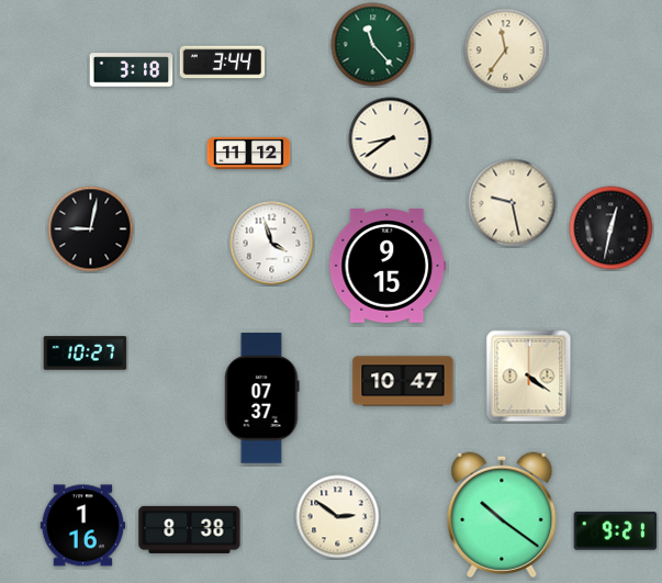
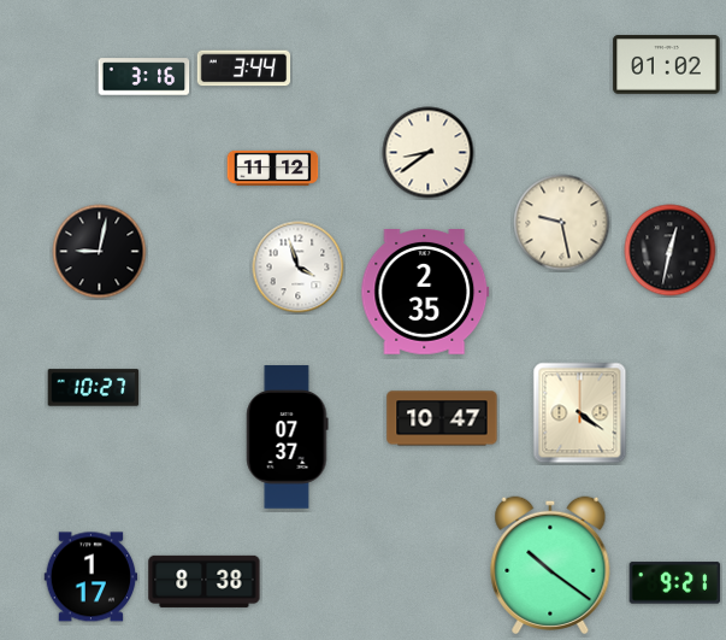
clock at (373, 45): 11:23 -> none
clock at (506, 51): 11:36 -> none
clock at (667, 65): none -> 01:02
clock at (132, 70): 3:18 -> 3:16
clock at (388, 267): 9:15 -> 2:35
clock at (338, 517): 2:51 -> none
clock at (83, 526): 1:16 -> 1:17
clock at (190, 529) position: (190, 529) -> (205, 581)
